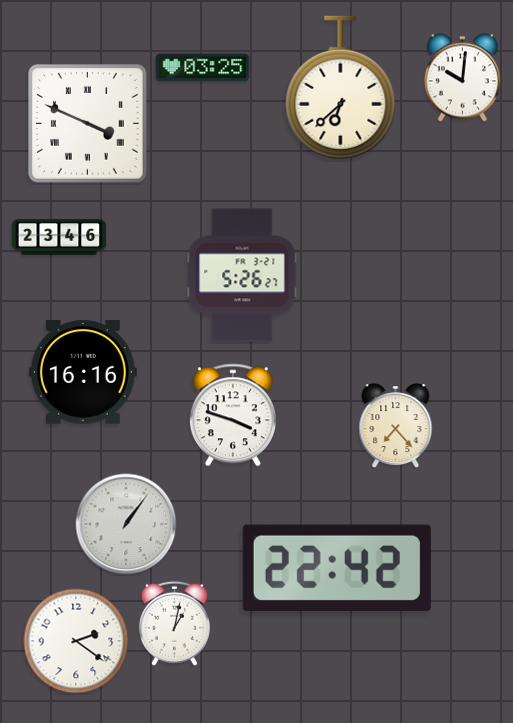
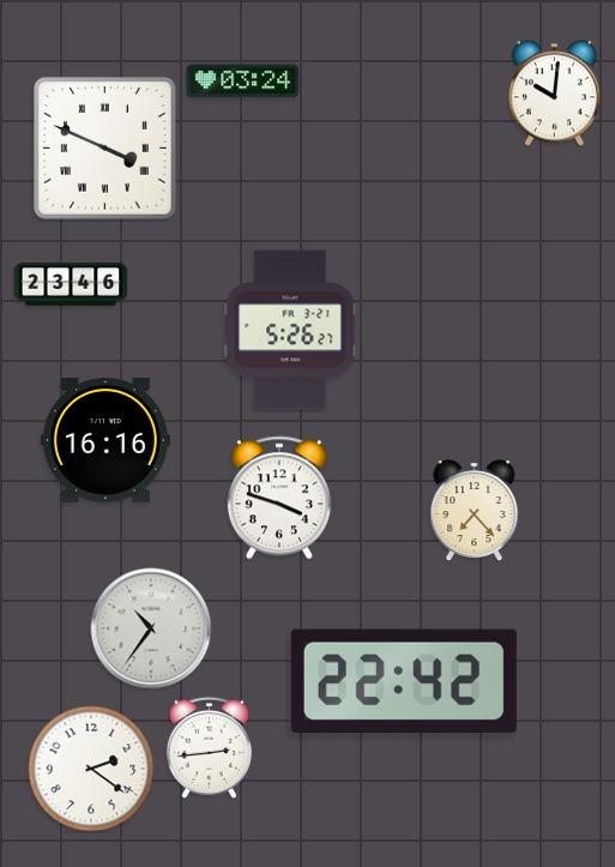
clock at (203, 68): 03:25 -> 03:24
clock at (341, 88): 6:38 -> none
clock at (83, 372) position: (83, 372) -> (105, 440)
clock at (126, 524): 1:06 -> 10:36
clock at (174, 623): 1:02 -> 2:44
